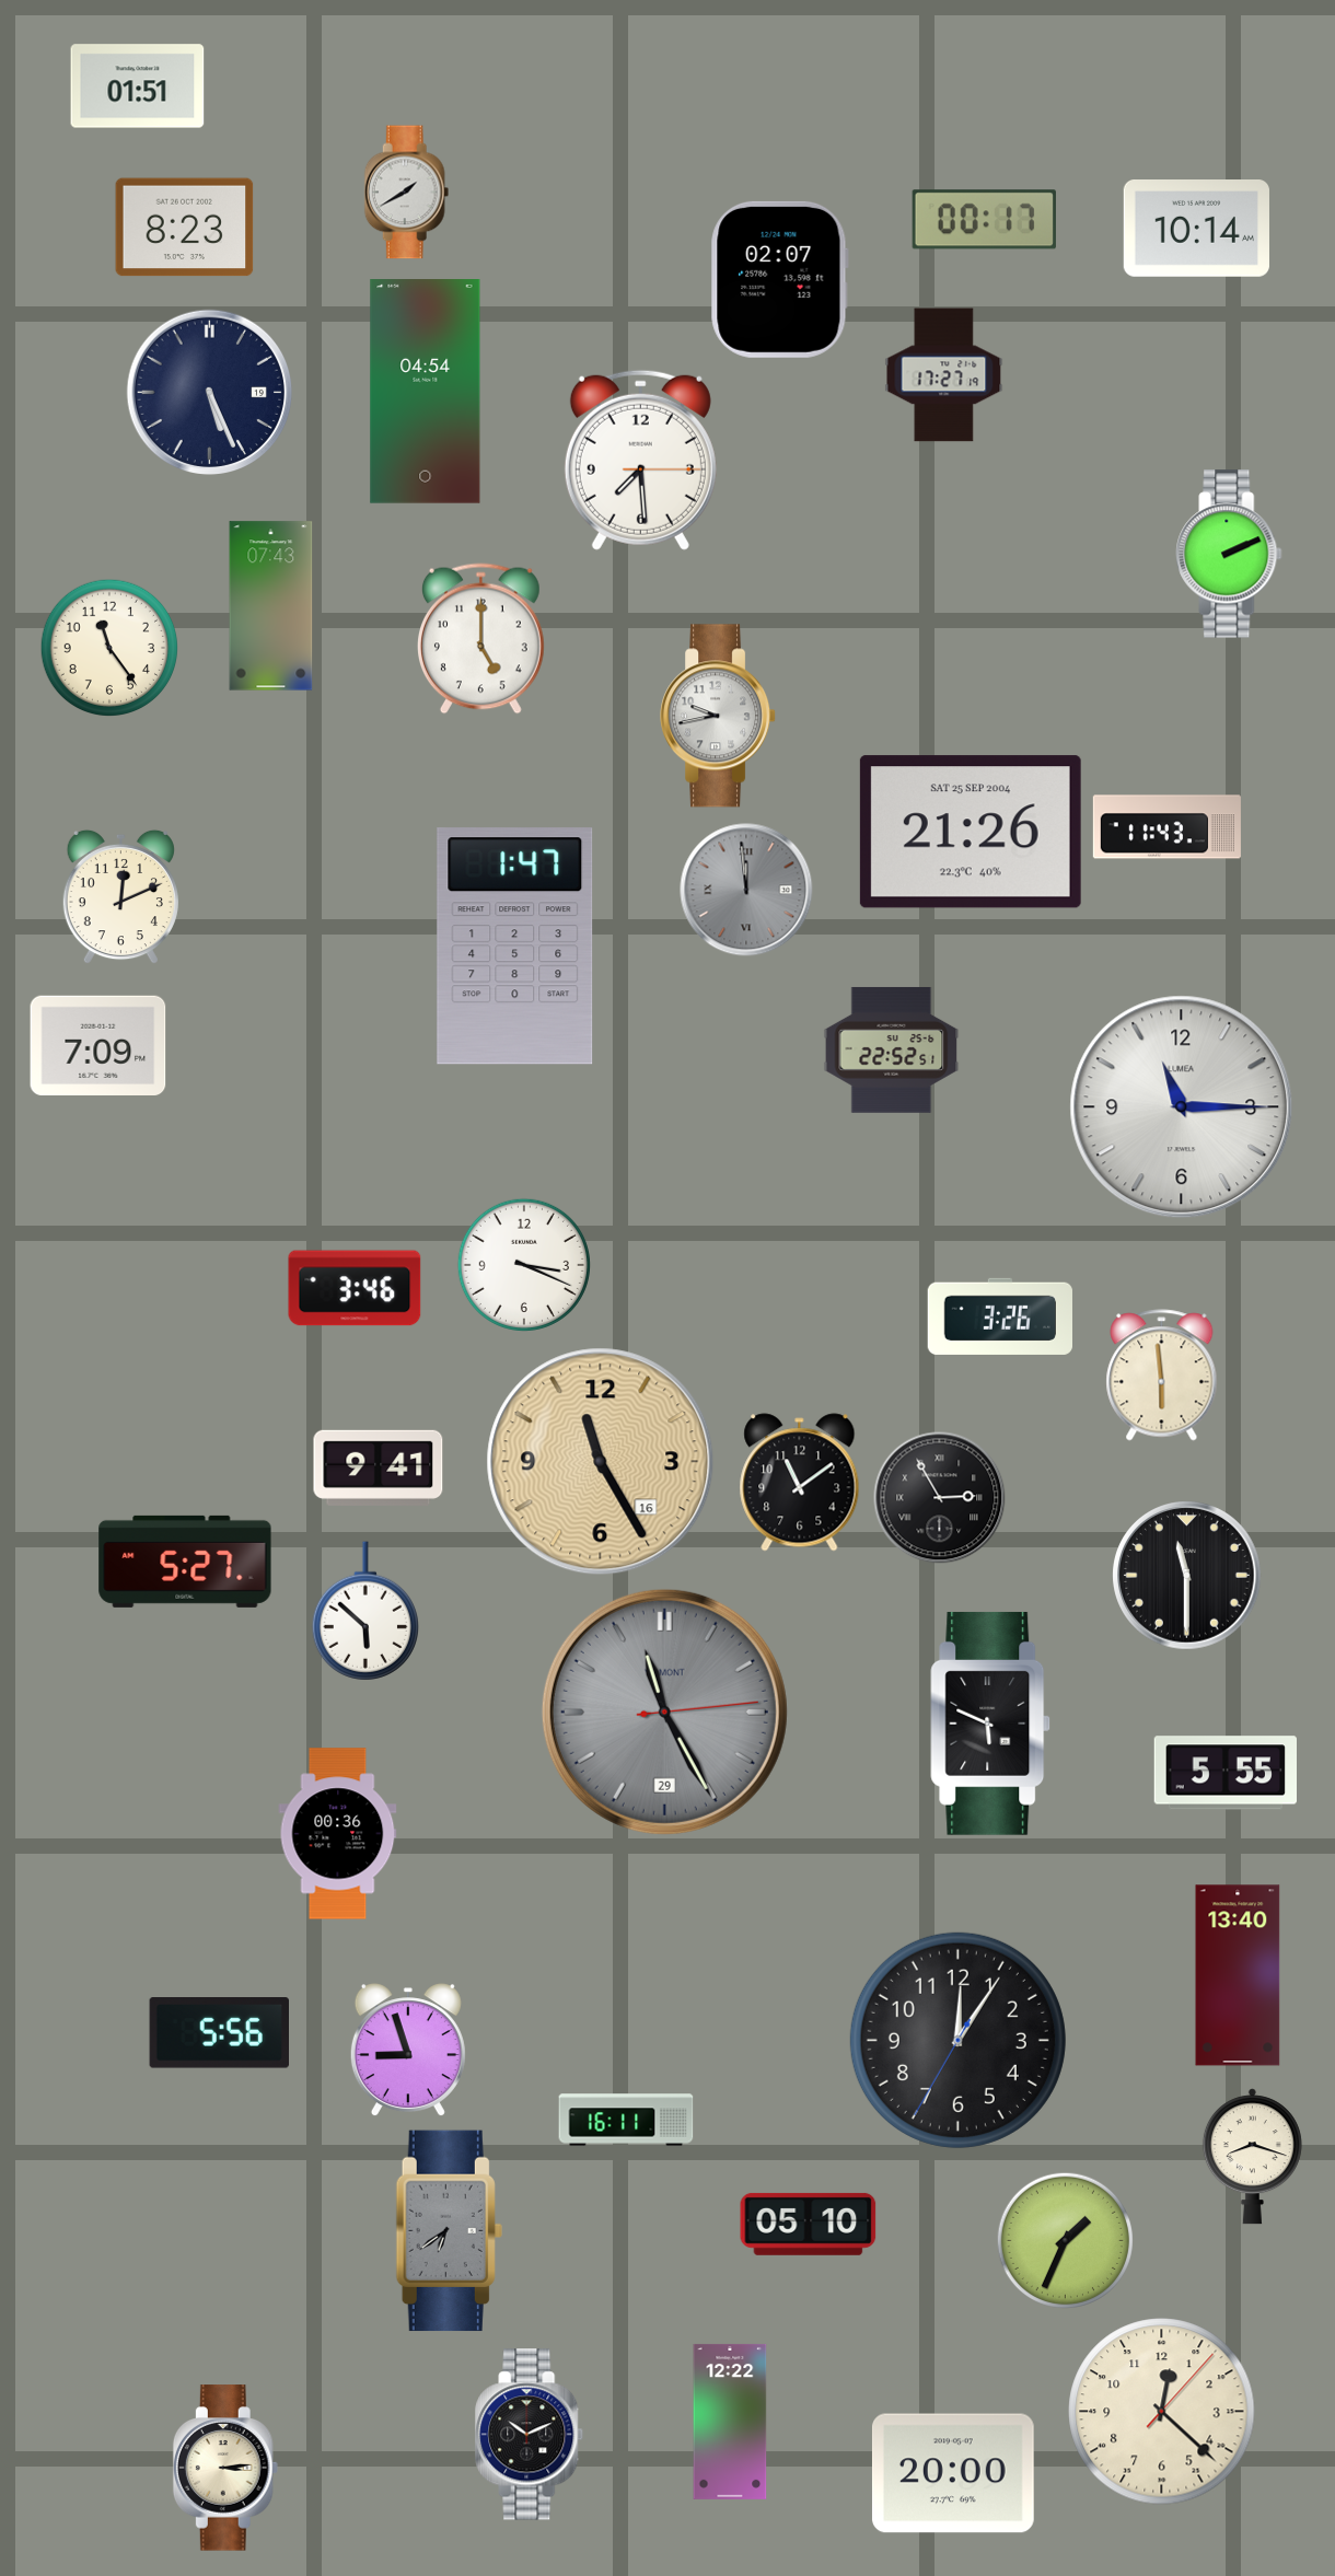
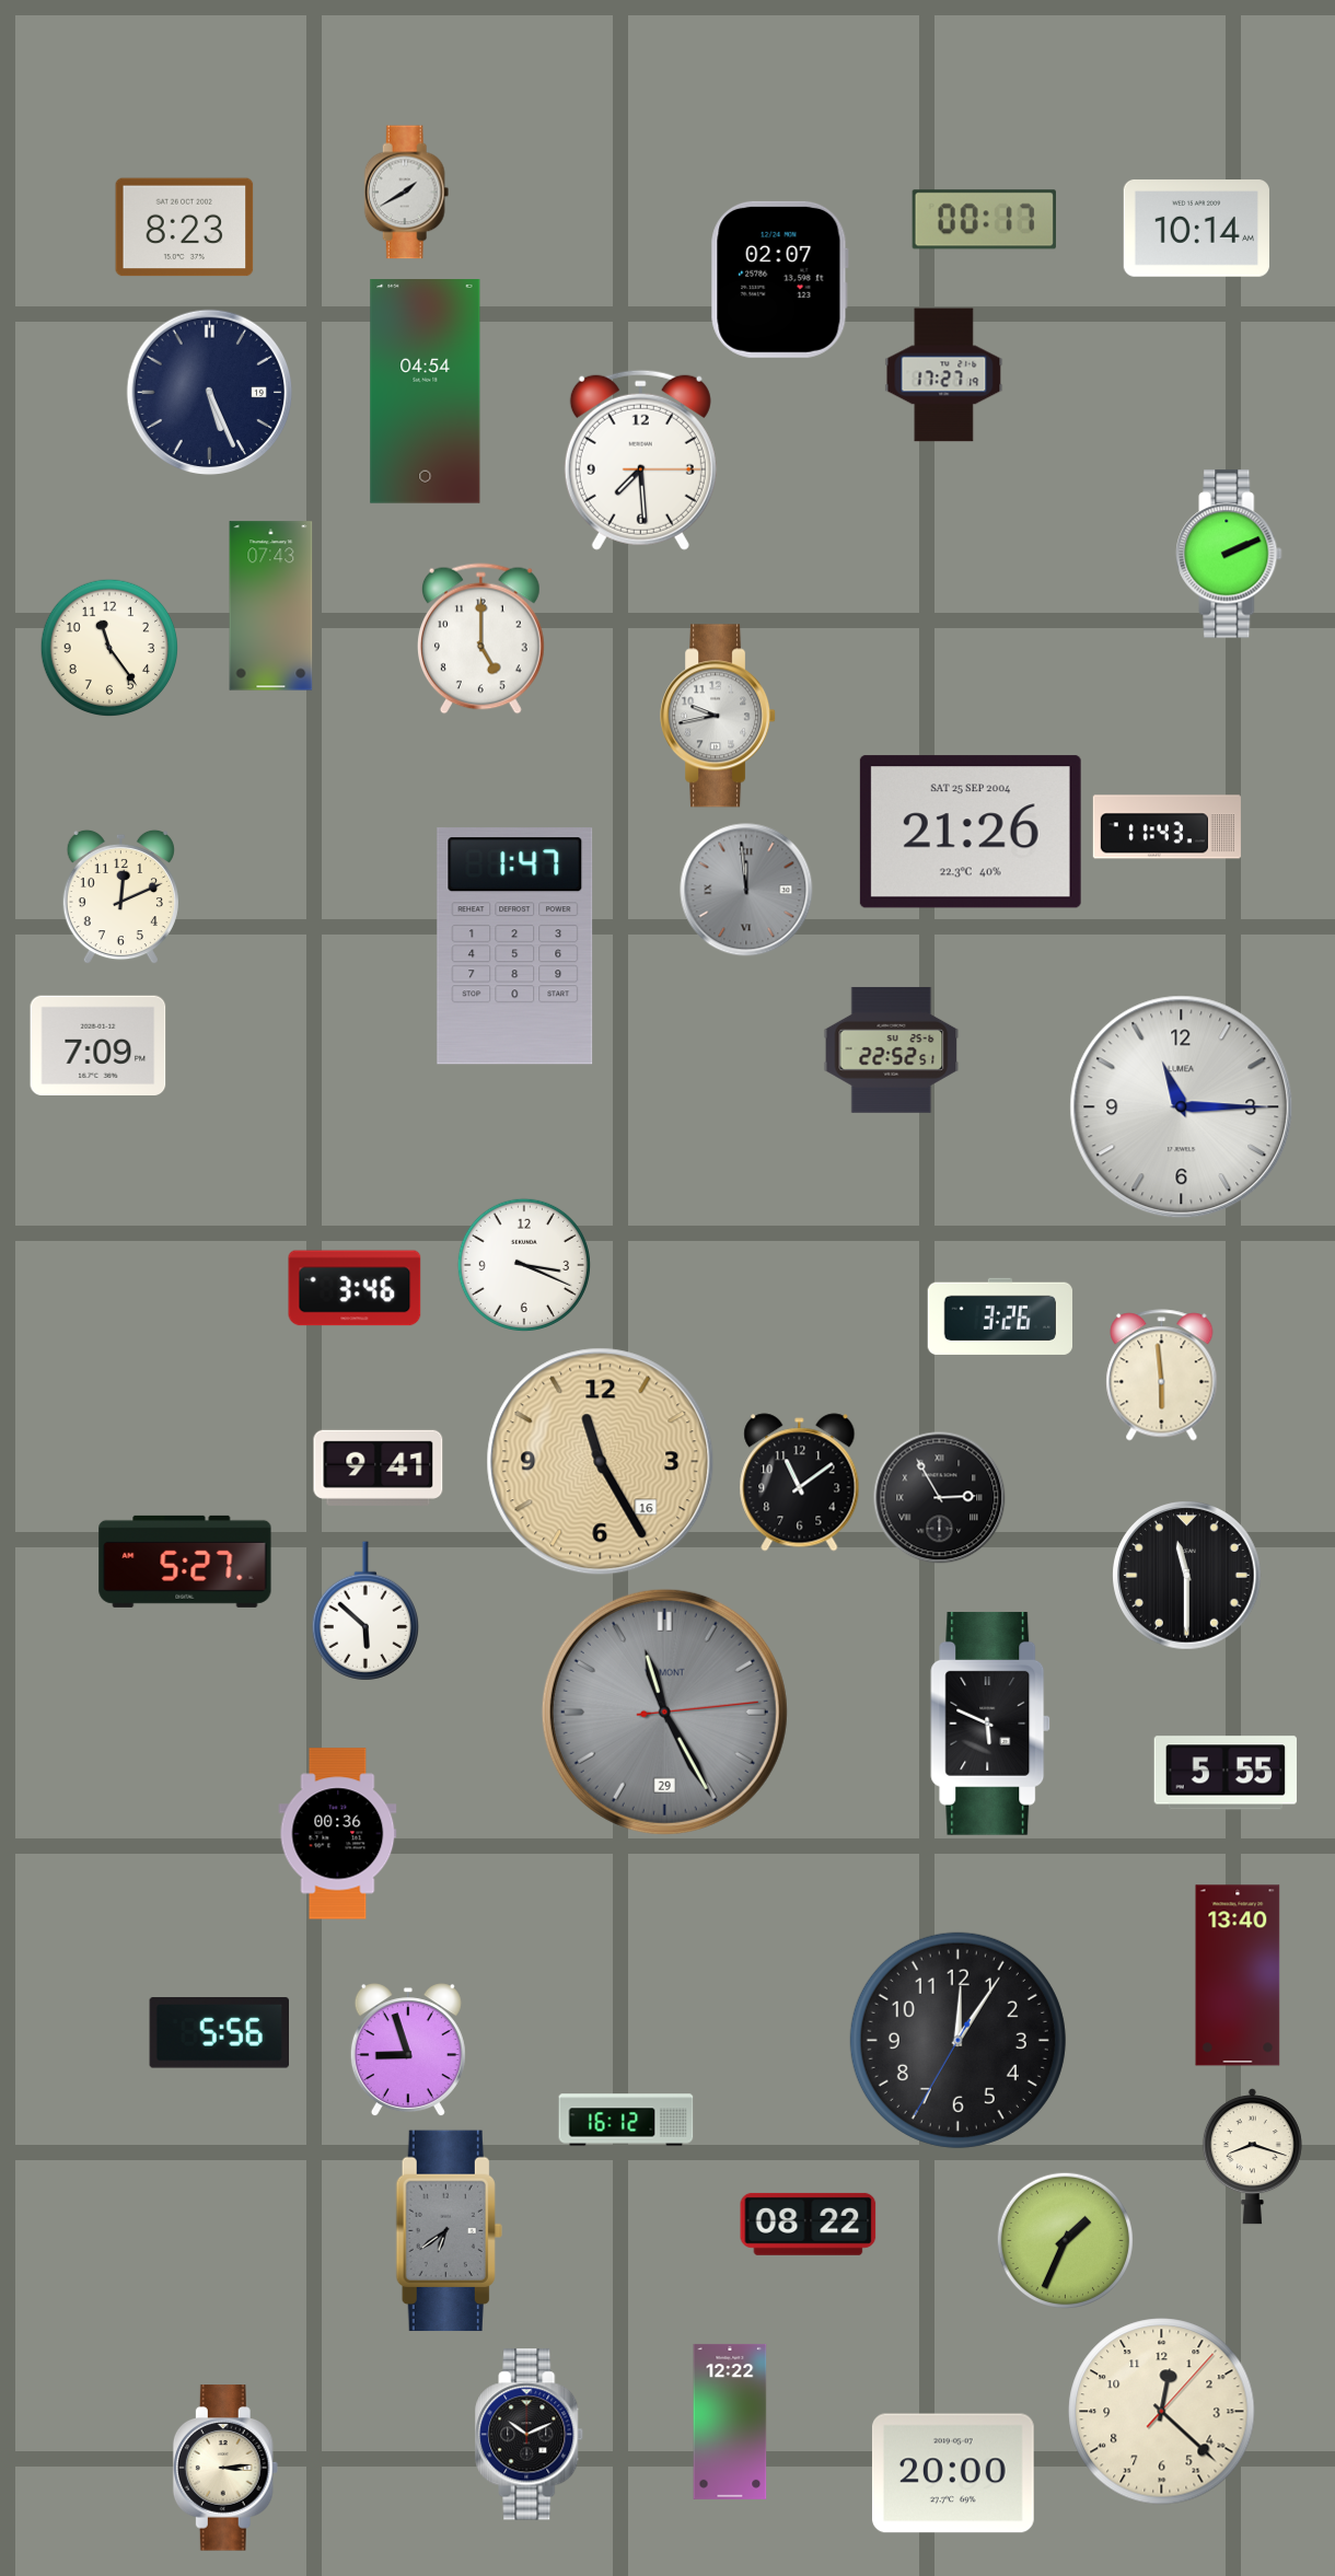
clock at (138, 86): 01:51 -> none
clock at (626, 2120): 16:11 -> 16:12
clock at (809, 2224): 05:10 -> 08:22
